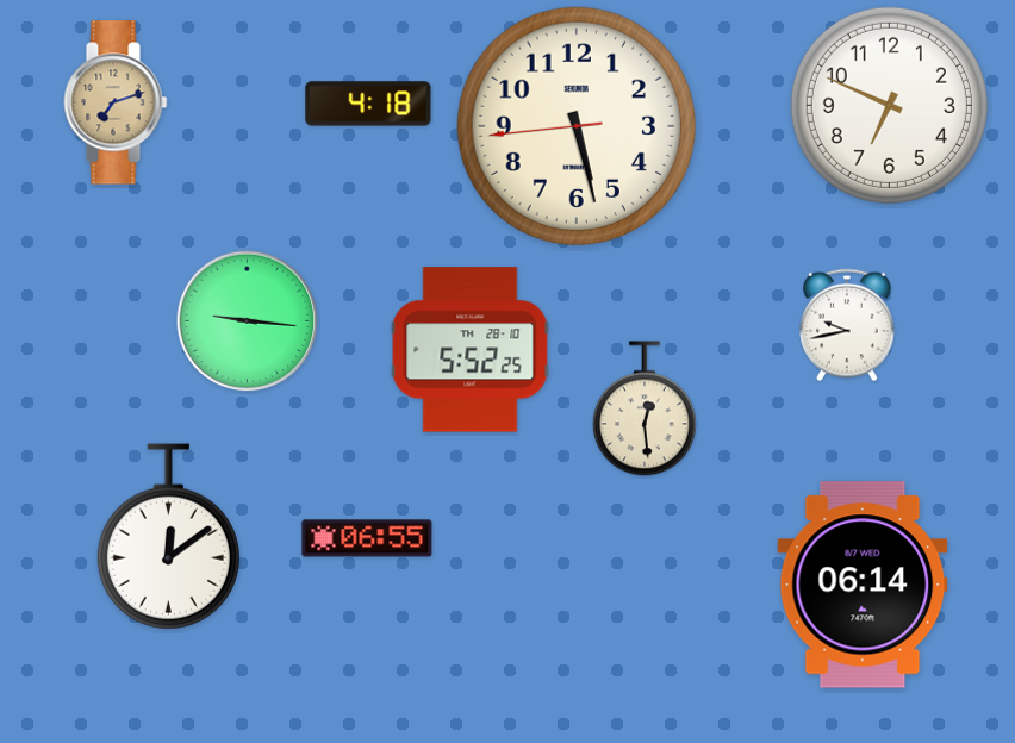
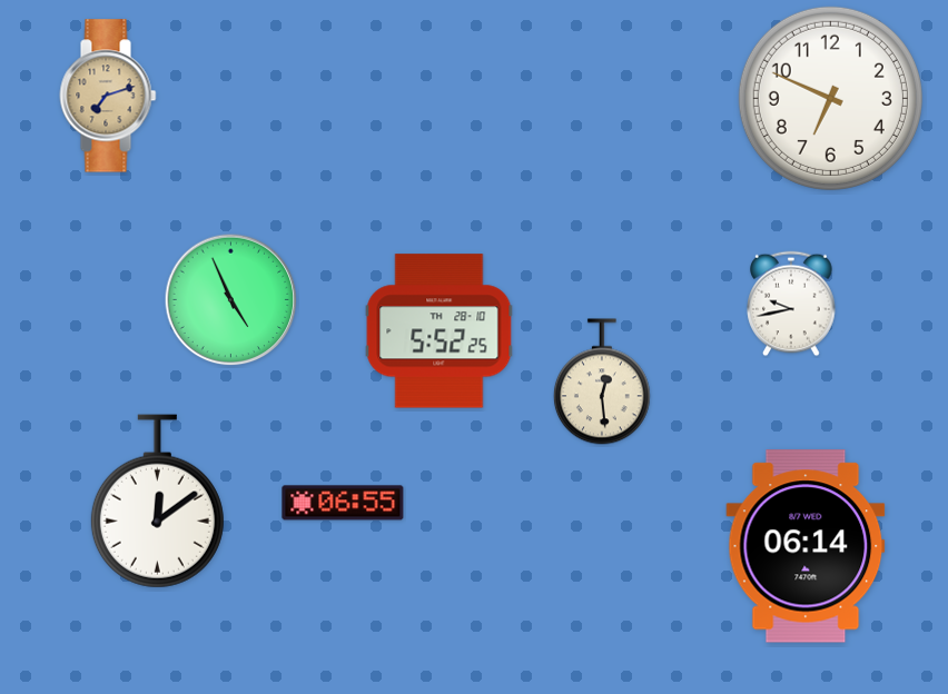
clock at (368, 104): 4:18 -> none
clock at (575, 125): 5:27 -> none
clock at (248, 321): 9:16 -> 4:56
clock at (471, 350) position: (471, 350) -> (440, 331)
